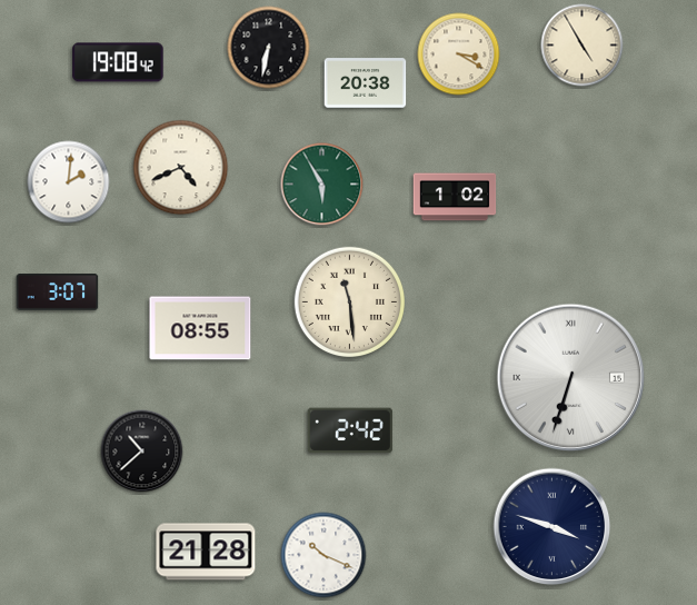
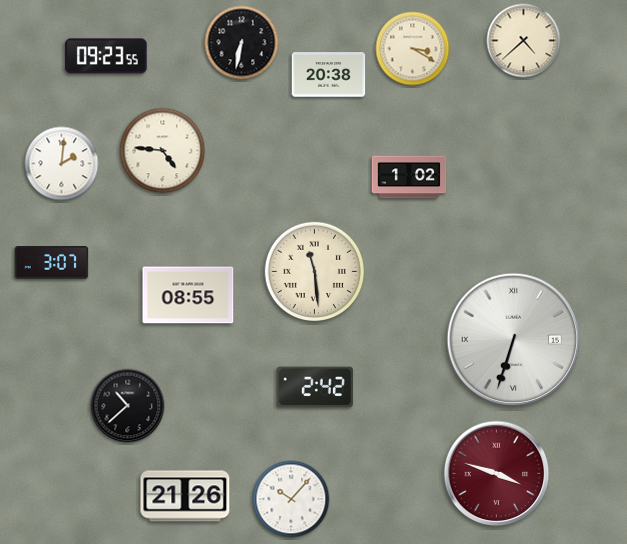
clock at (583, 46): 4:55 -> 4:38
clock at (118, 62): 19:08 -> 09:23
clock at (181, 168): 4:41 -> 4:46
clock at (322, 185): 5:55 -> none
clock at (200, 328) position: (200, 328) -> (188, 295)
clock at (552, 527) dial: navy -> burgundy
clock at (206, 552): 21:28 -> 21:26
clock at (323, 555): 10:19 -> 10:07
